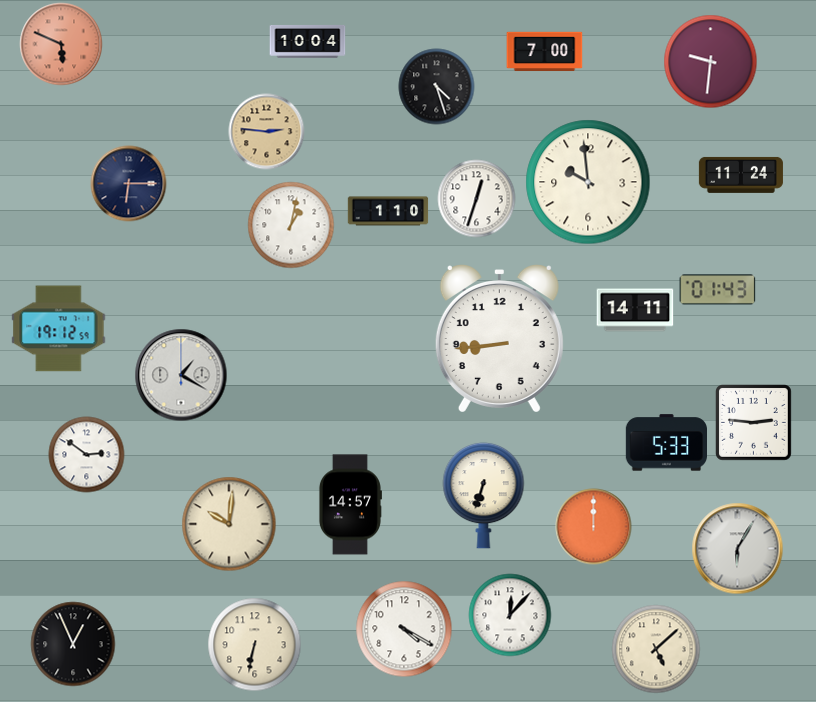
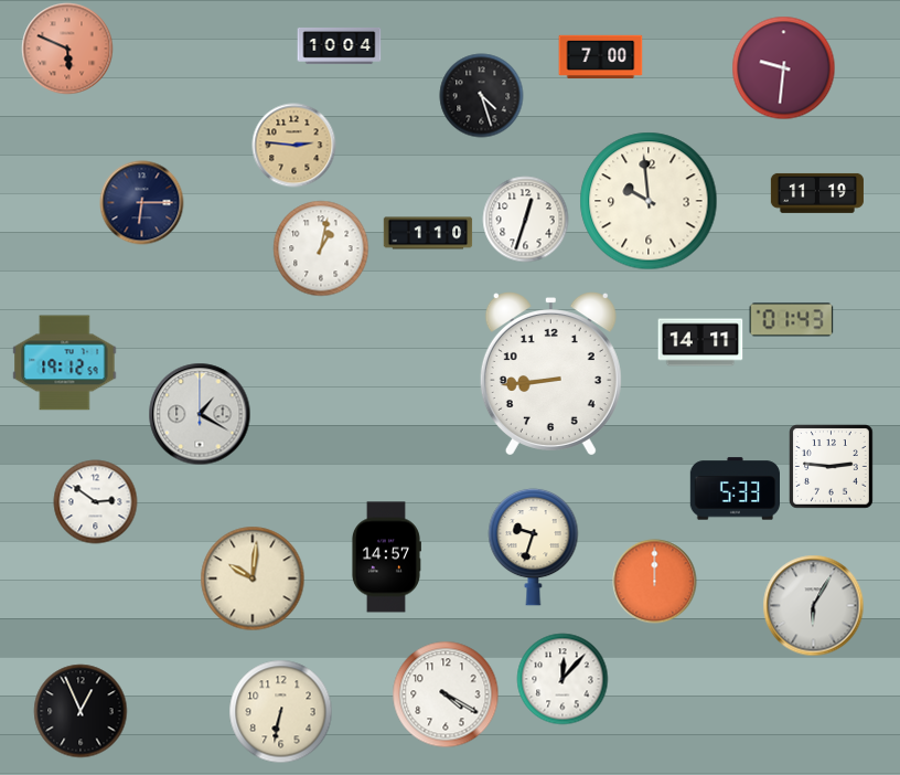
clock at (741, 175): 11:24 -> 11:19
clock at (484, 495): 6:33 -> 9:33
clock at (656, 649): 5:08 -> none
